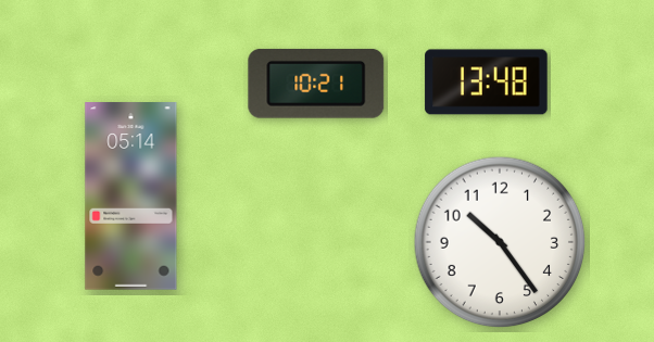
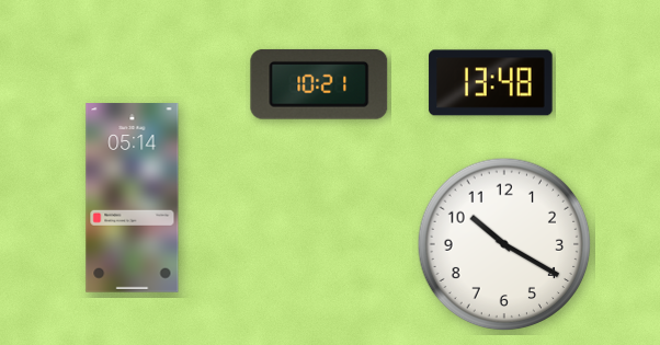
clock at (500, 242): 10:24 -> 10:20
